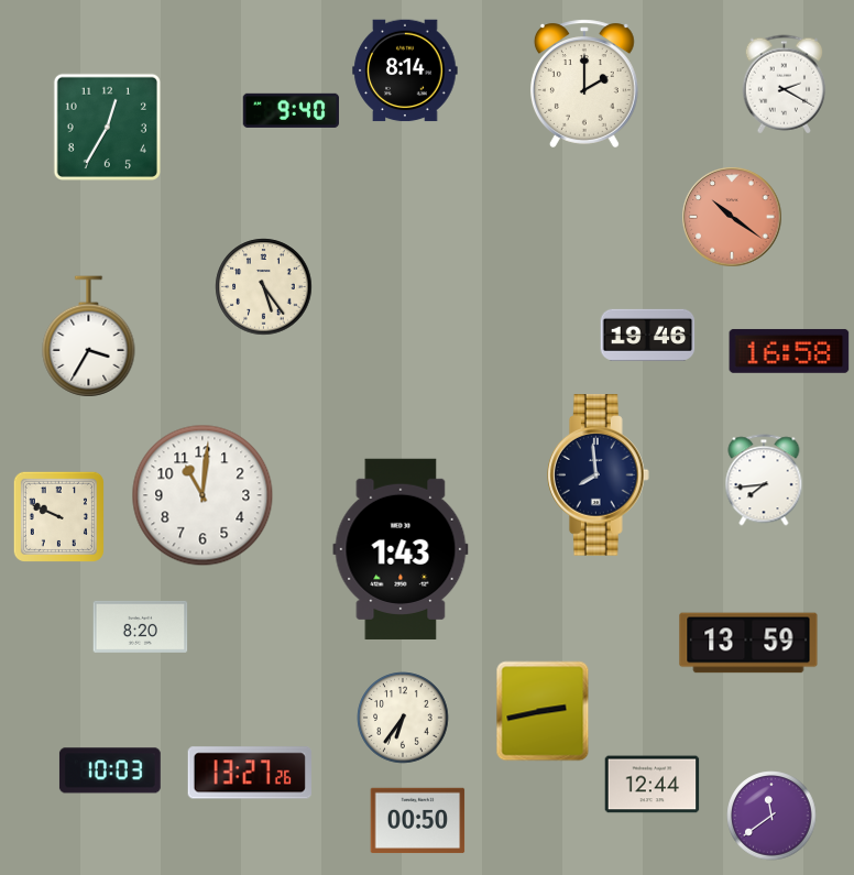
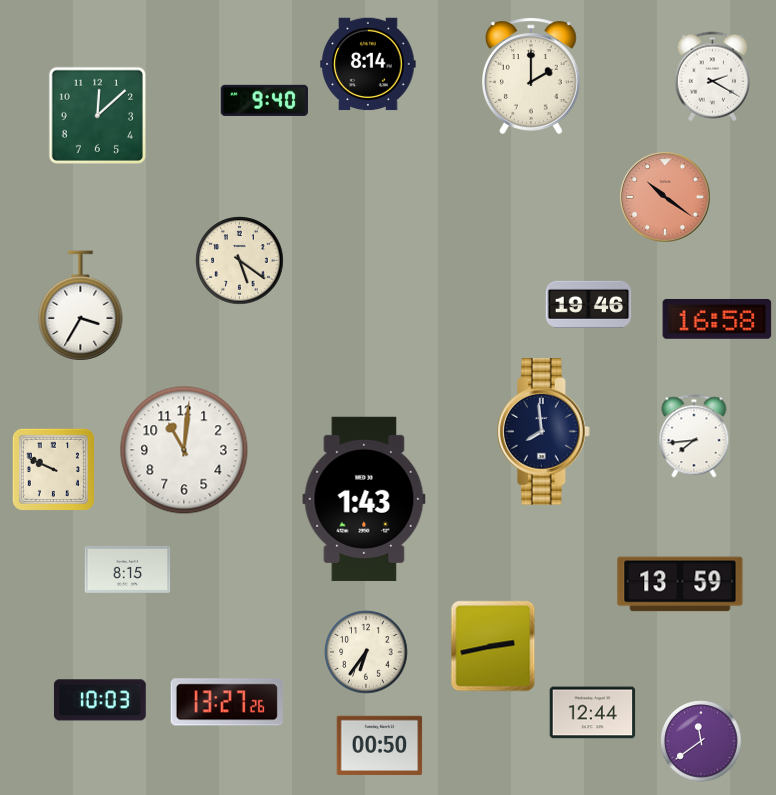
clock at (107, 127): 12:35 -> 12:08
clock at (264, 287): 5:24 -> 5:21
clock at (141, 626): 8:20 -> 8:15
